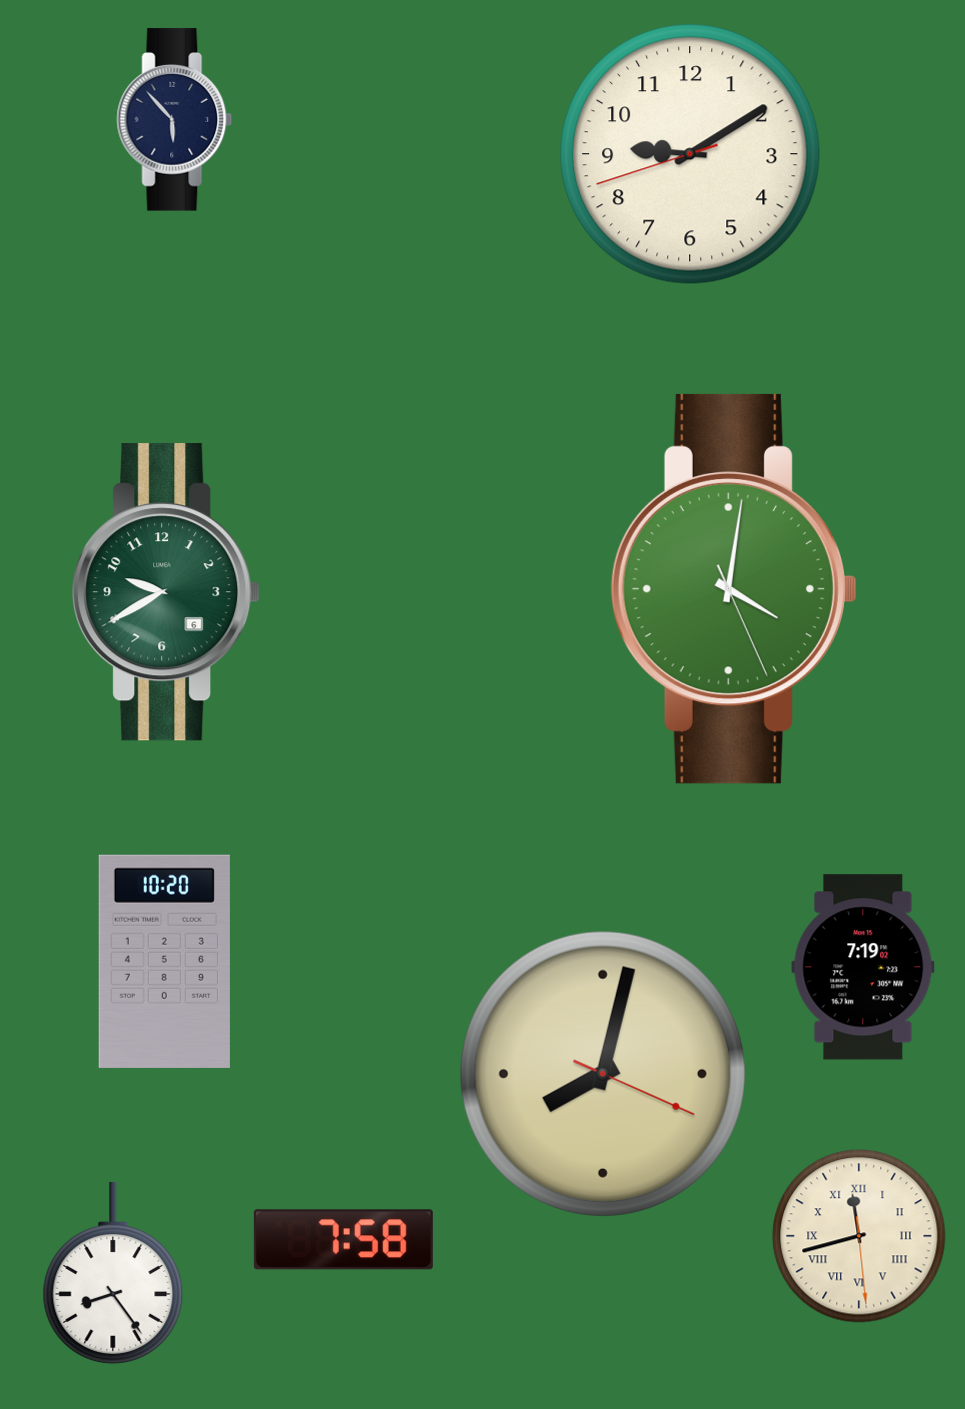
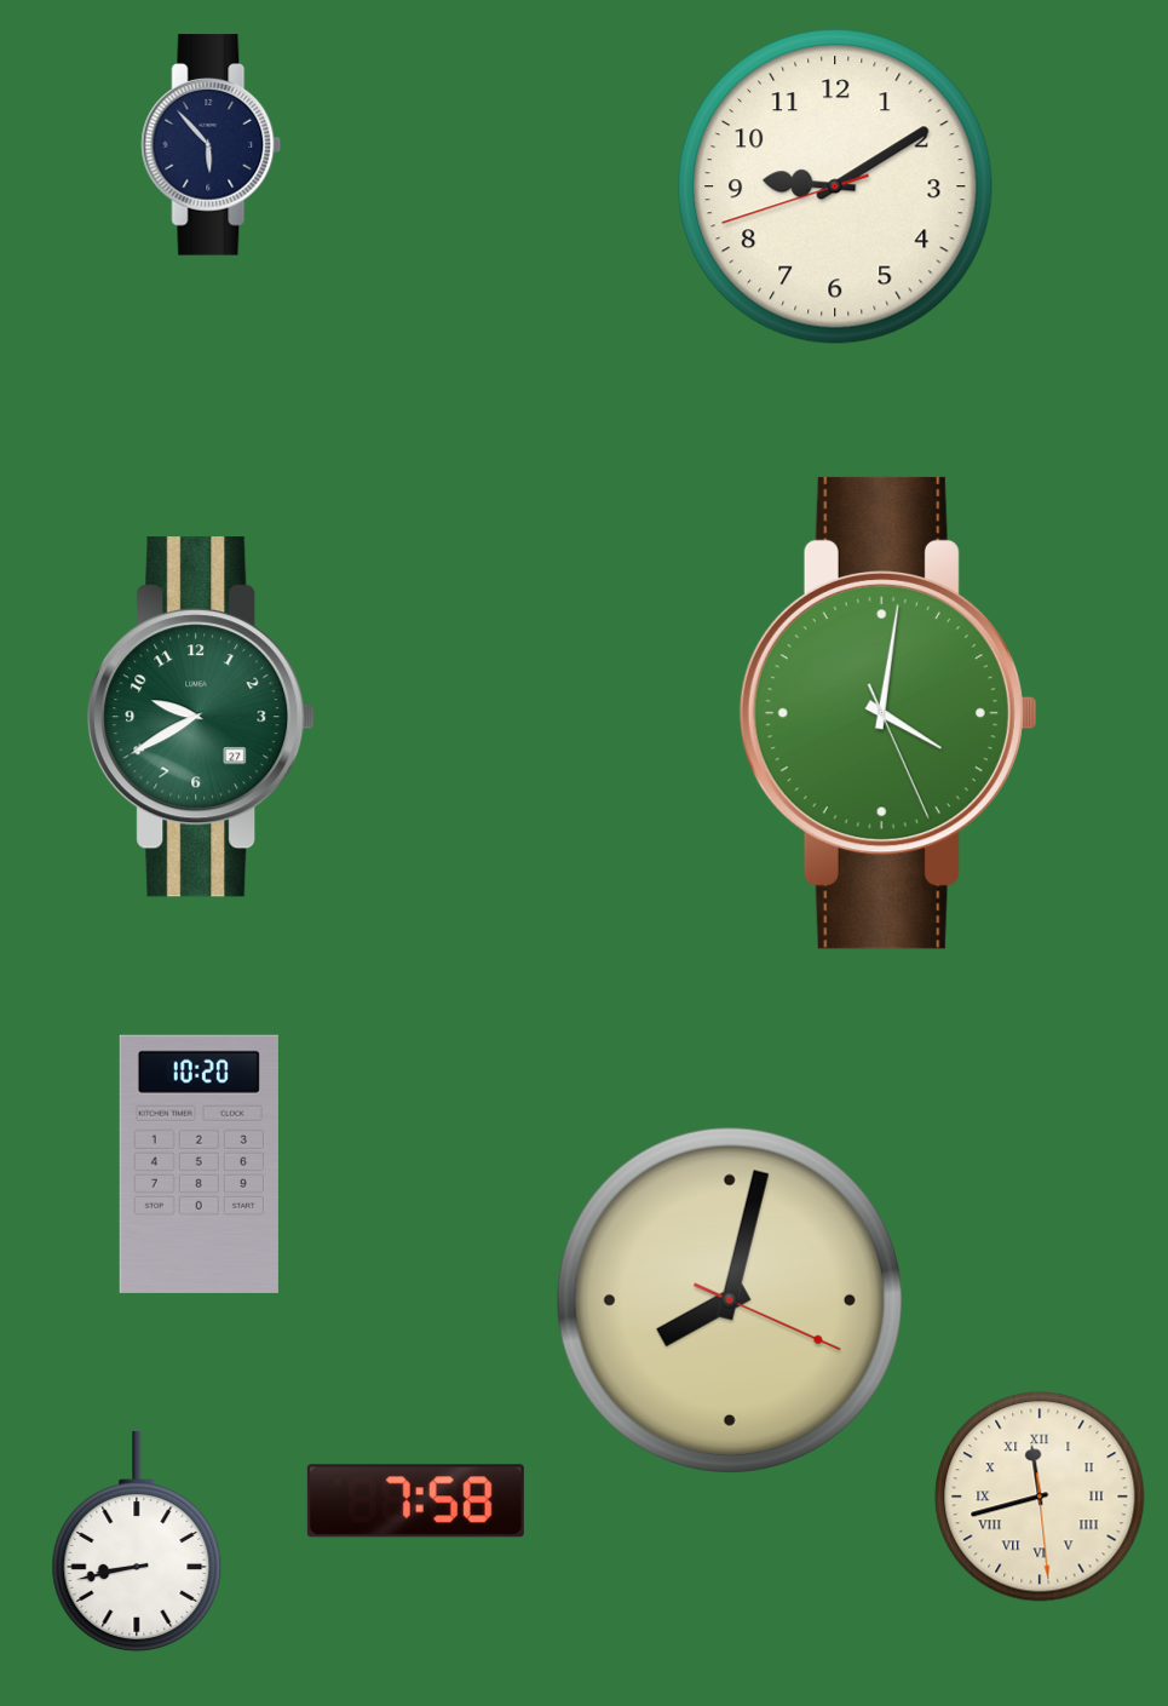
clock at (166, 592) date: 6 -> 27
clock at (863, 967): 7:19 -> none
clock at (113, 1274): 8:24 -> 8:43
